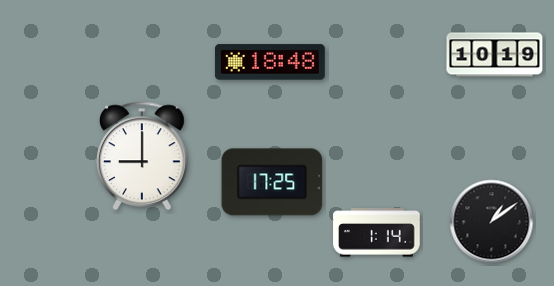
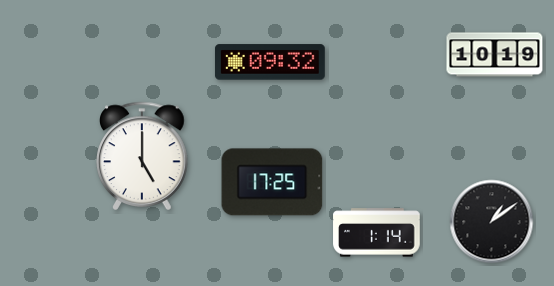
clock at (270, 62): 18:48 -> 09:32
clock at (142, 155): 9:00 -> 5:00
